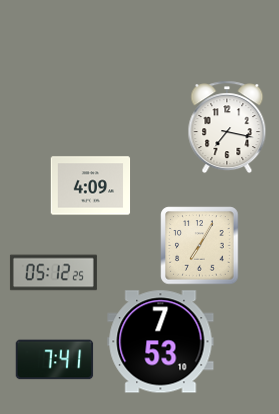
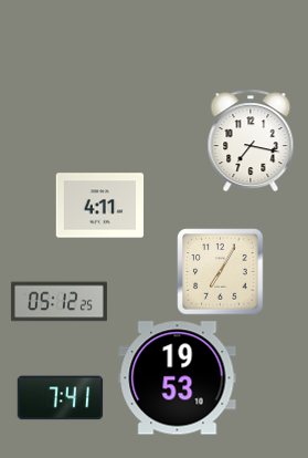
clock at (90, 186): 4:09 -> 4:11
clock at (161, 342): 7:53 -> 19:53
